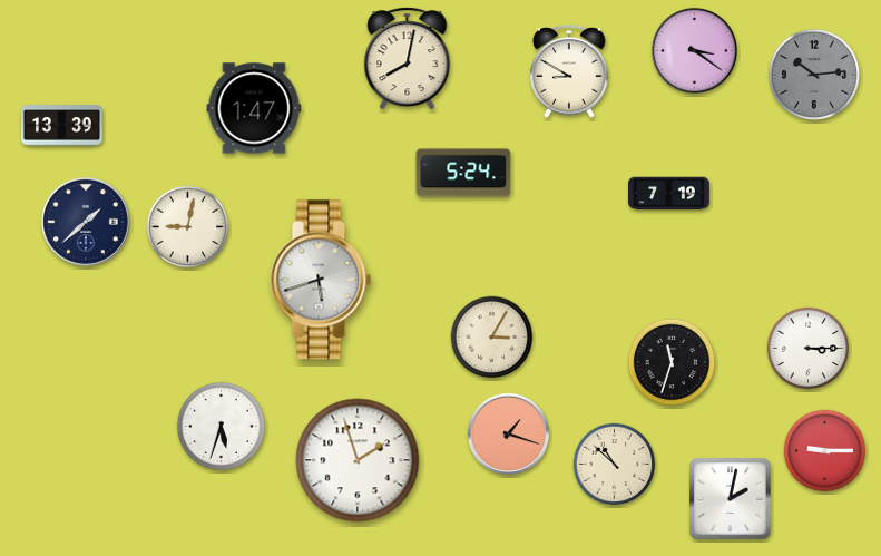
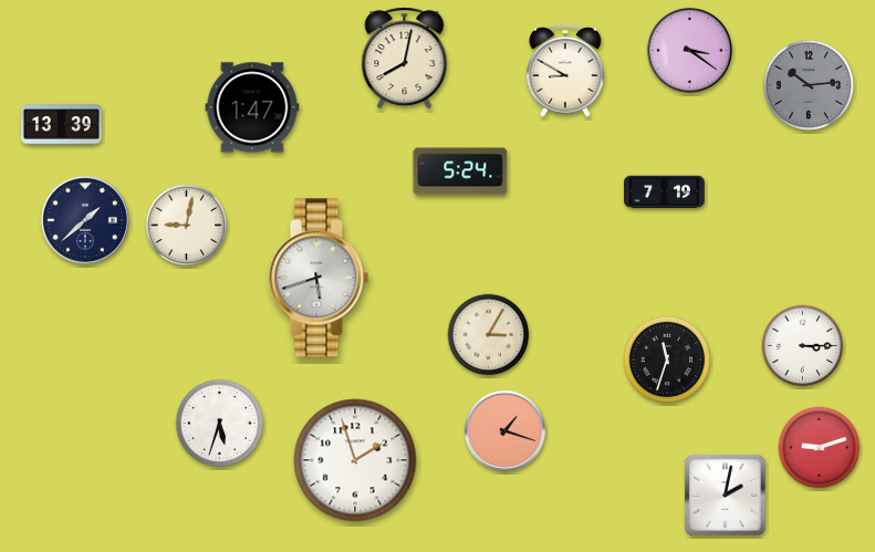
clock at (814, 75) position: (814, 75) -> (809, 85)
clock at (825, 451): 9:15 -> 9:12
clock at (358, 460) position: (358, 460) -> (355, 460)
clock at (615, 465): 10:52 -> none
